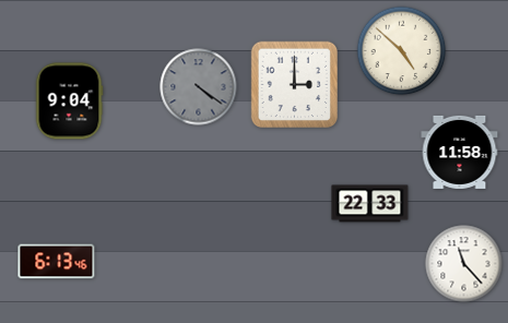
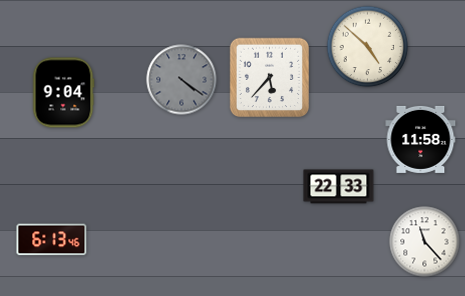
clock at (295, 85): 3:00 -> 5:37
